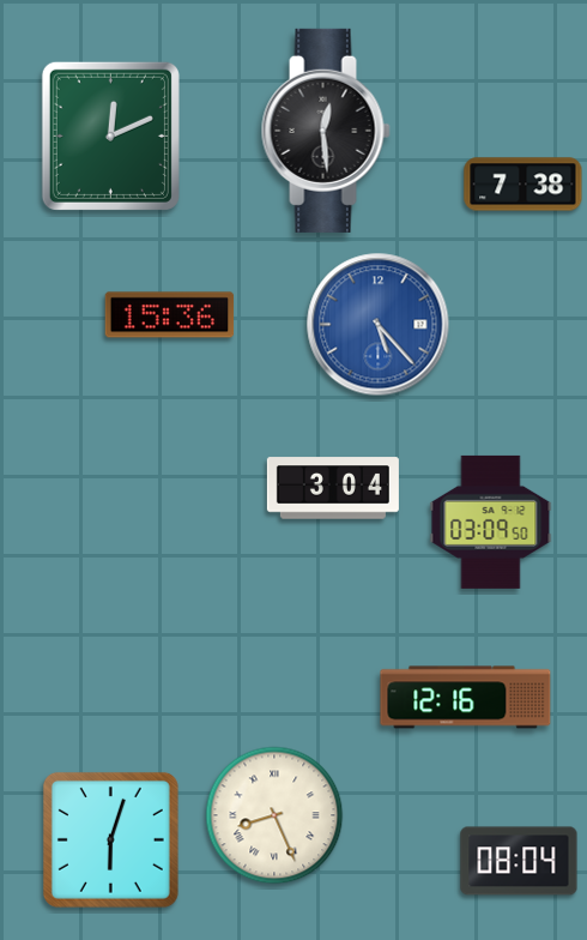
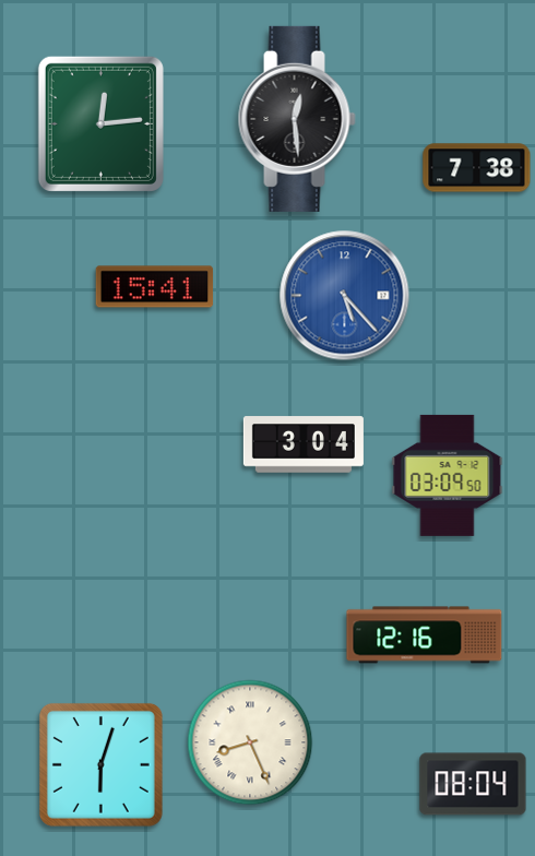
clock at (110, 135): 12:11 -> 12:14
clock at (170, 315): 15:36 -> 15:41
